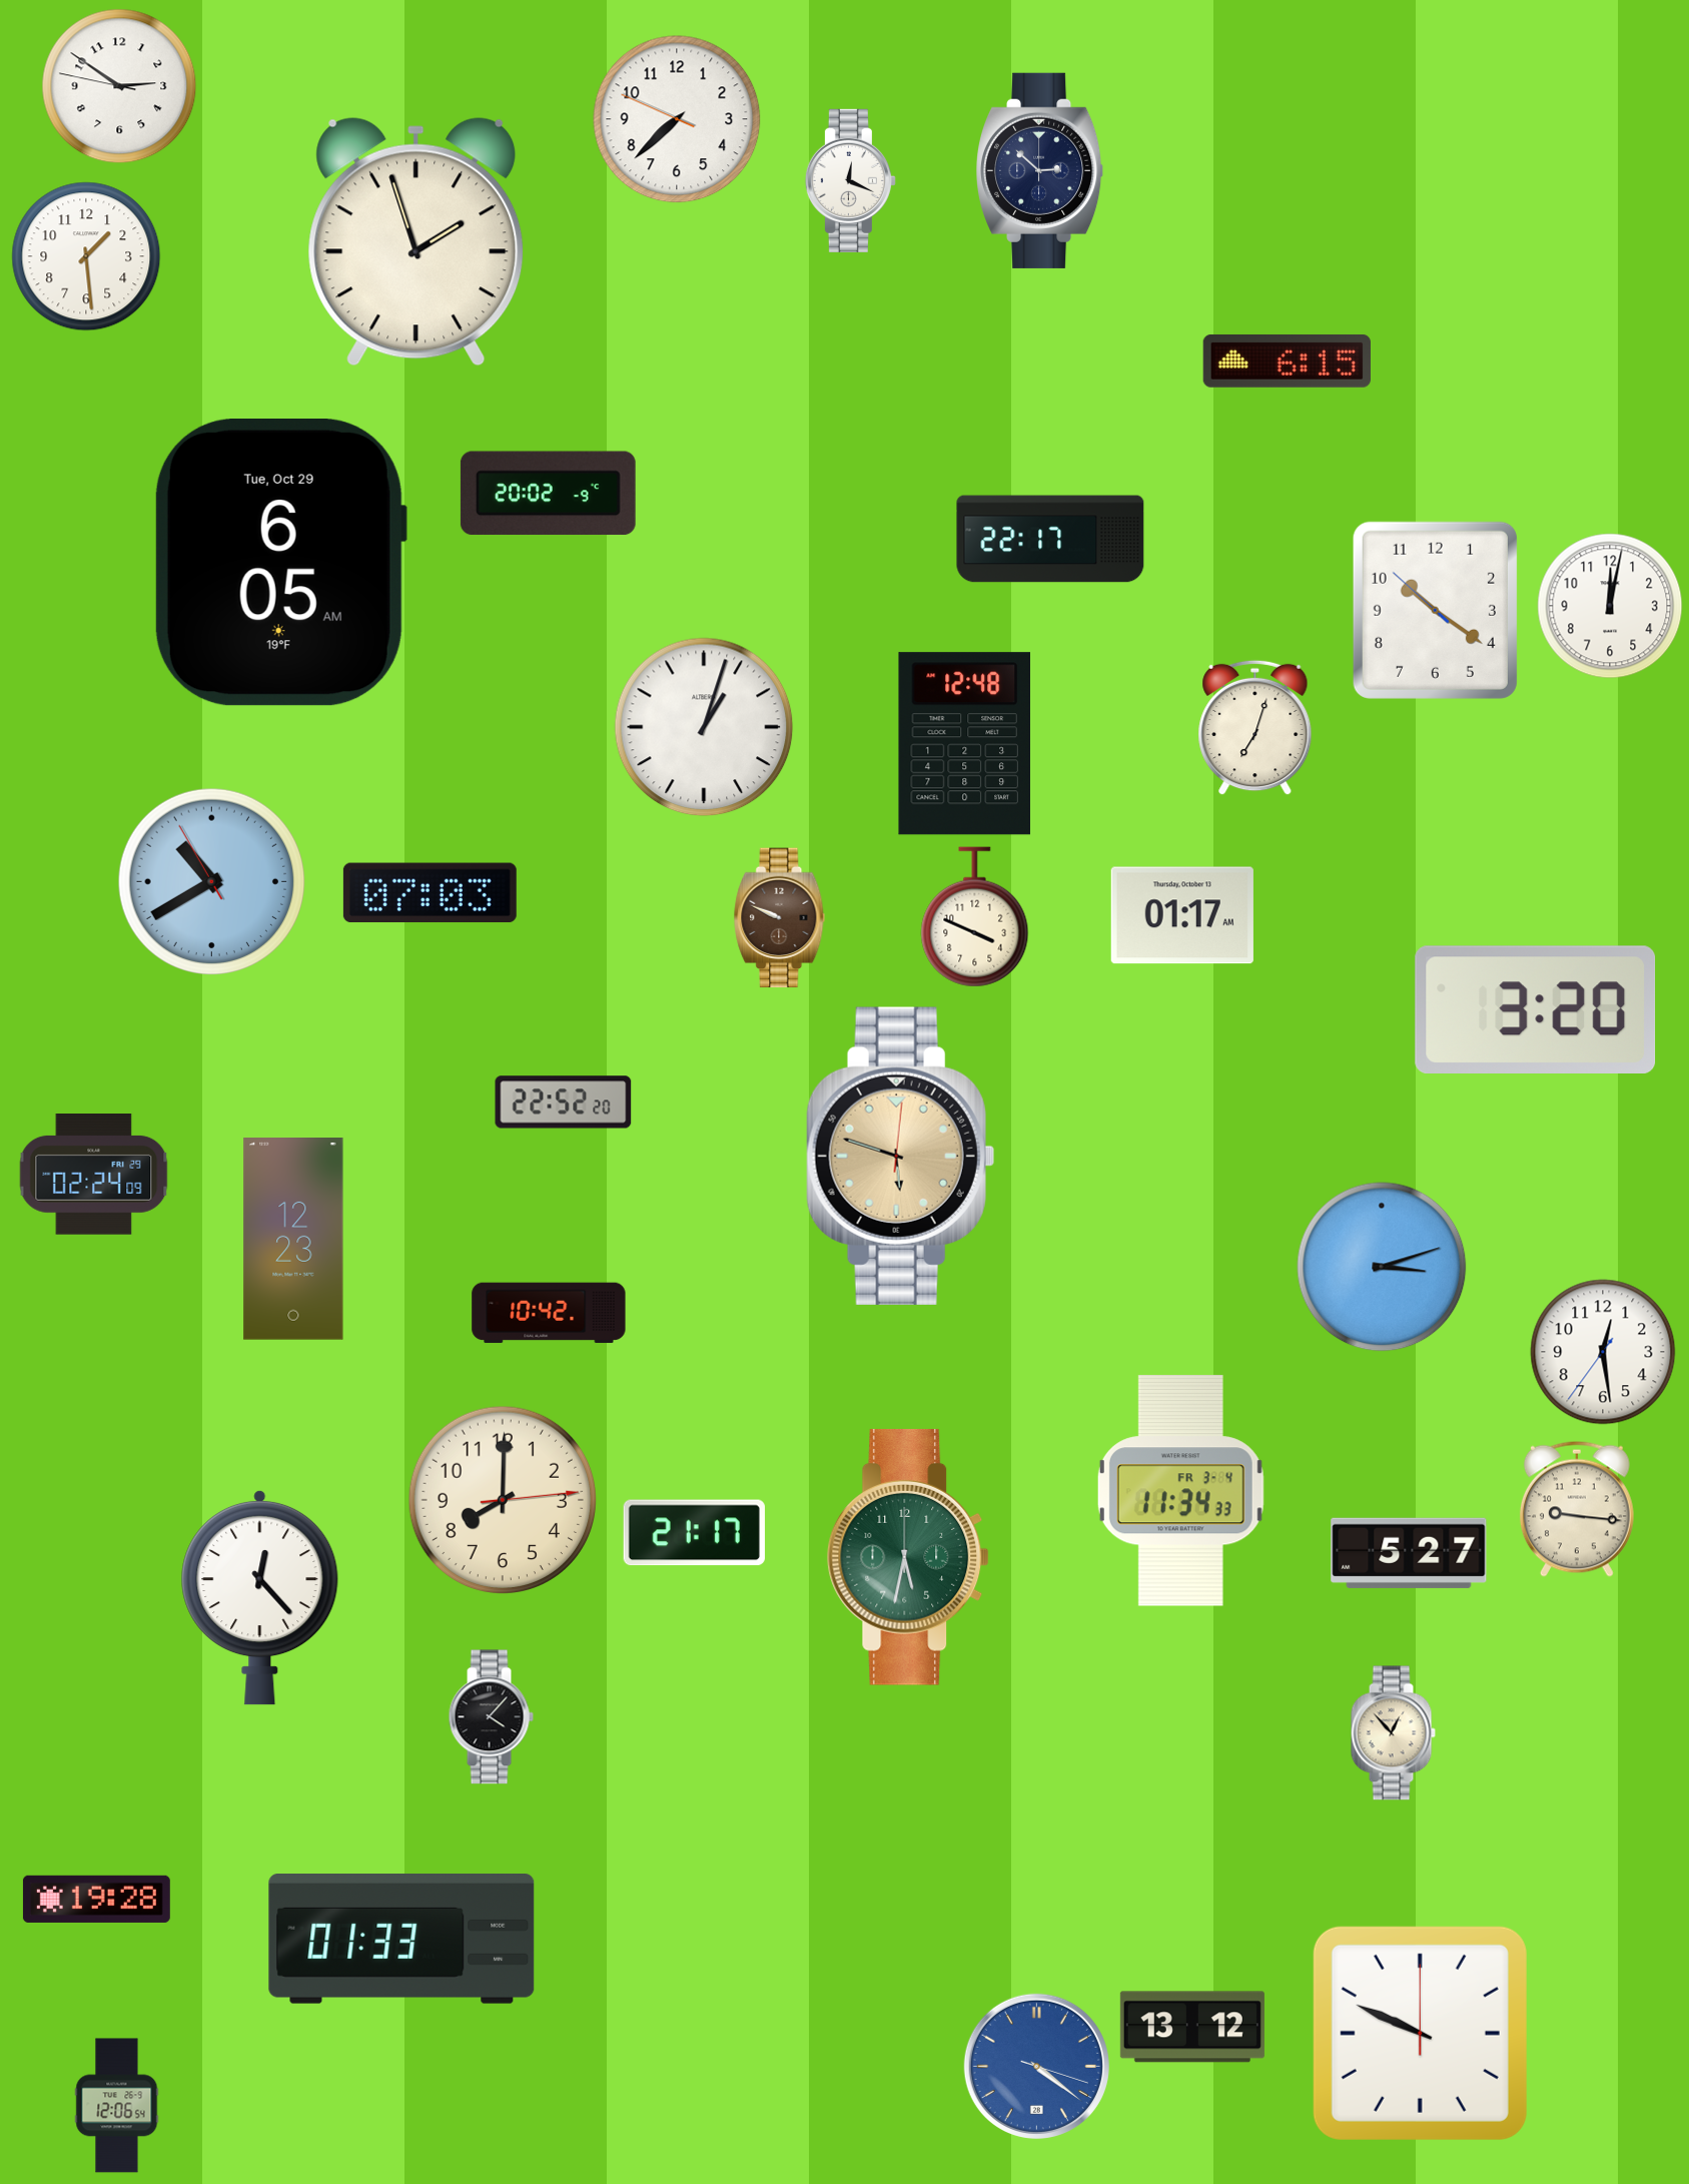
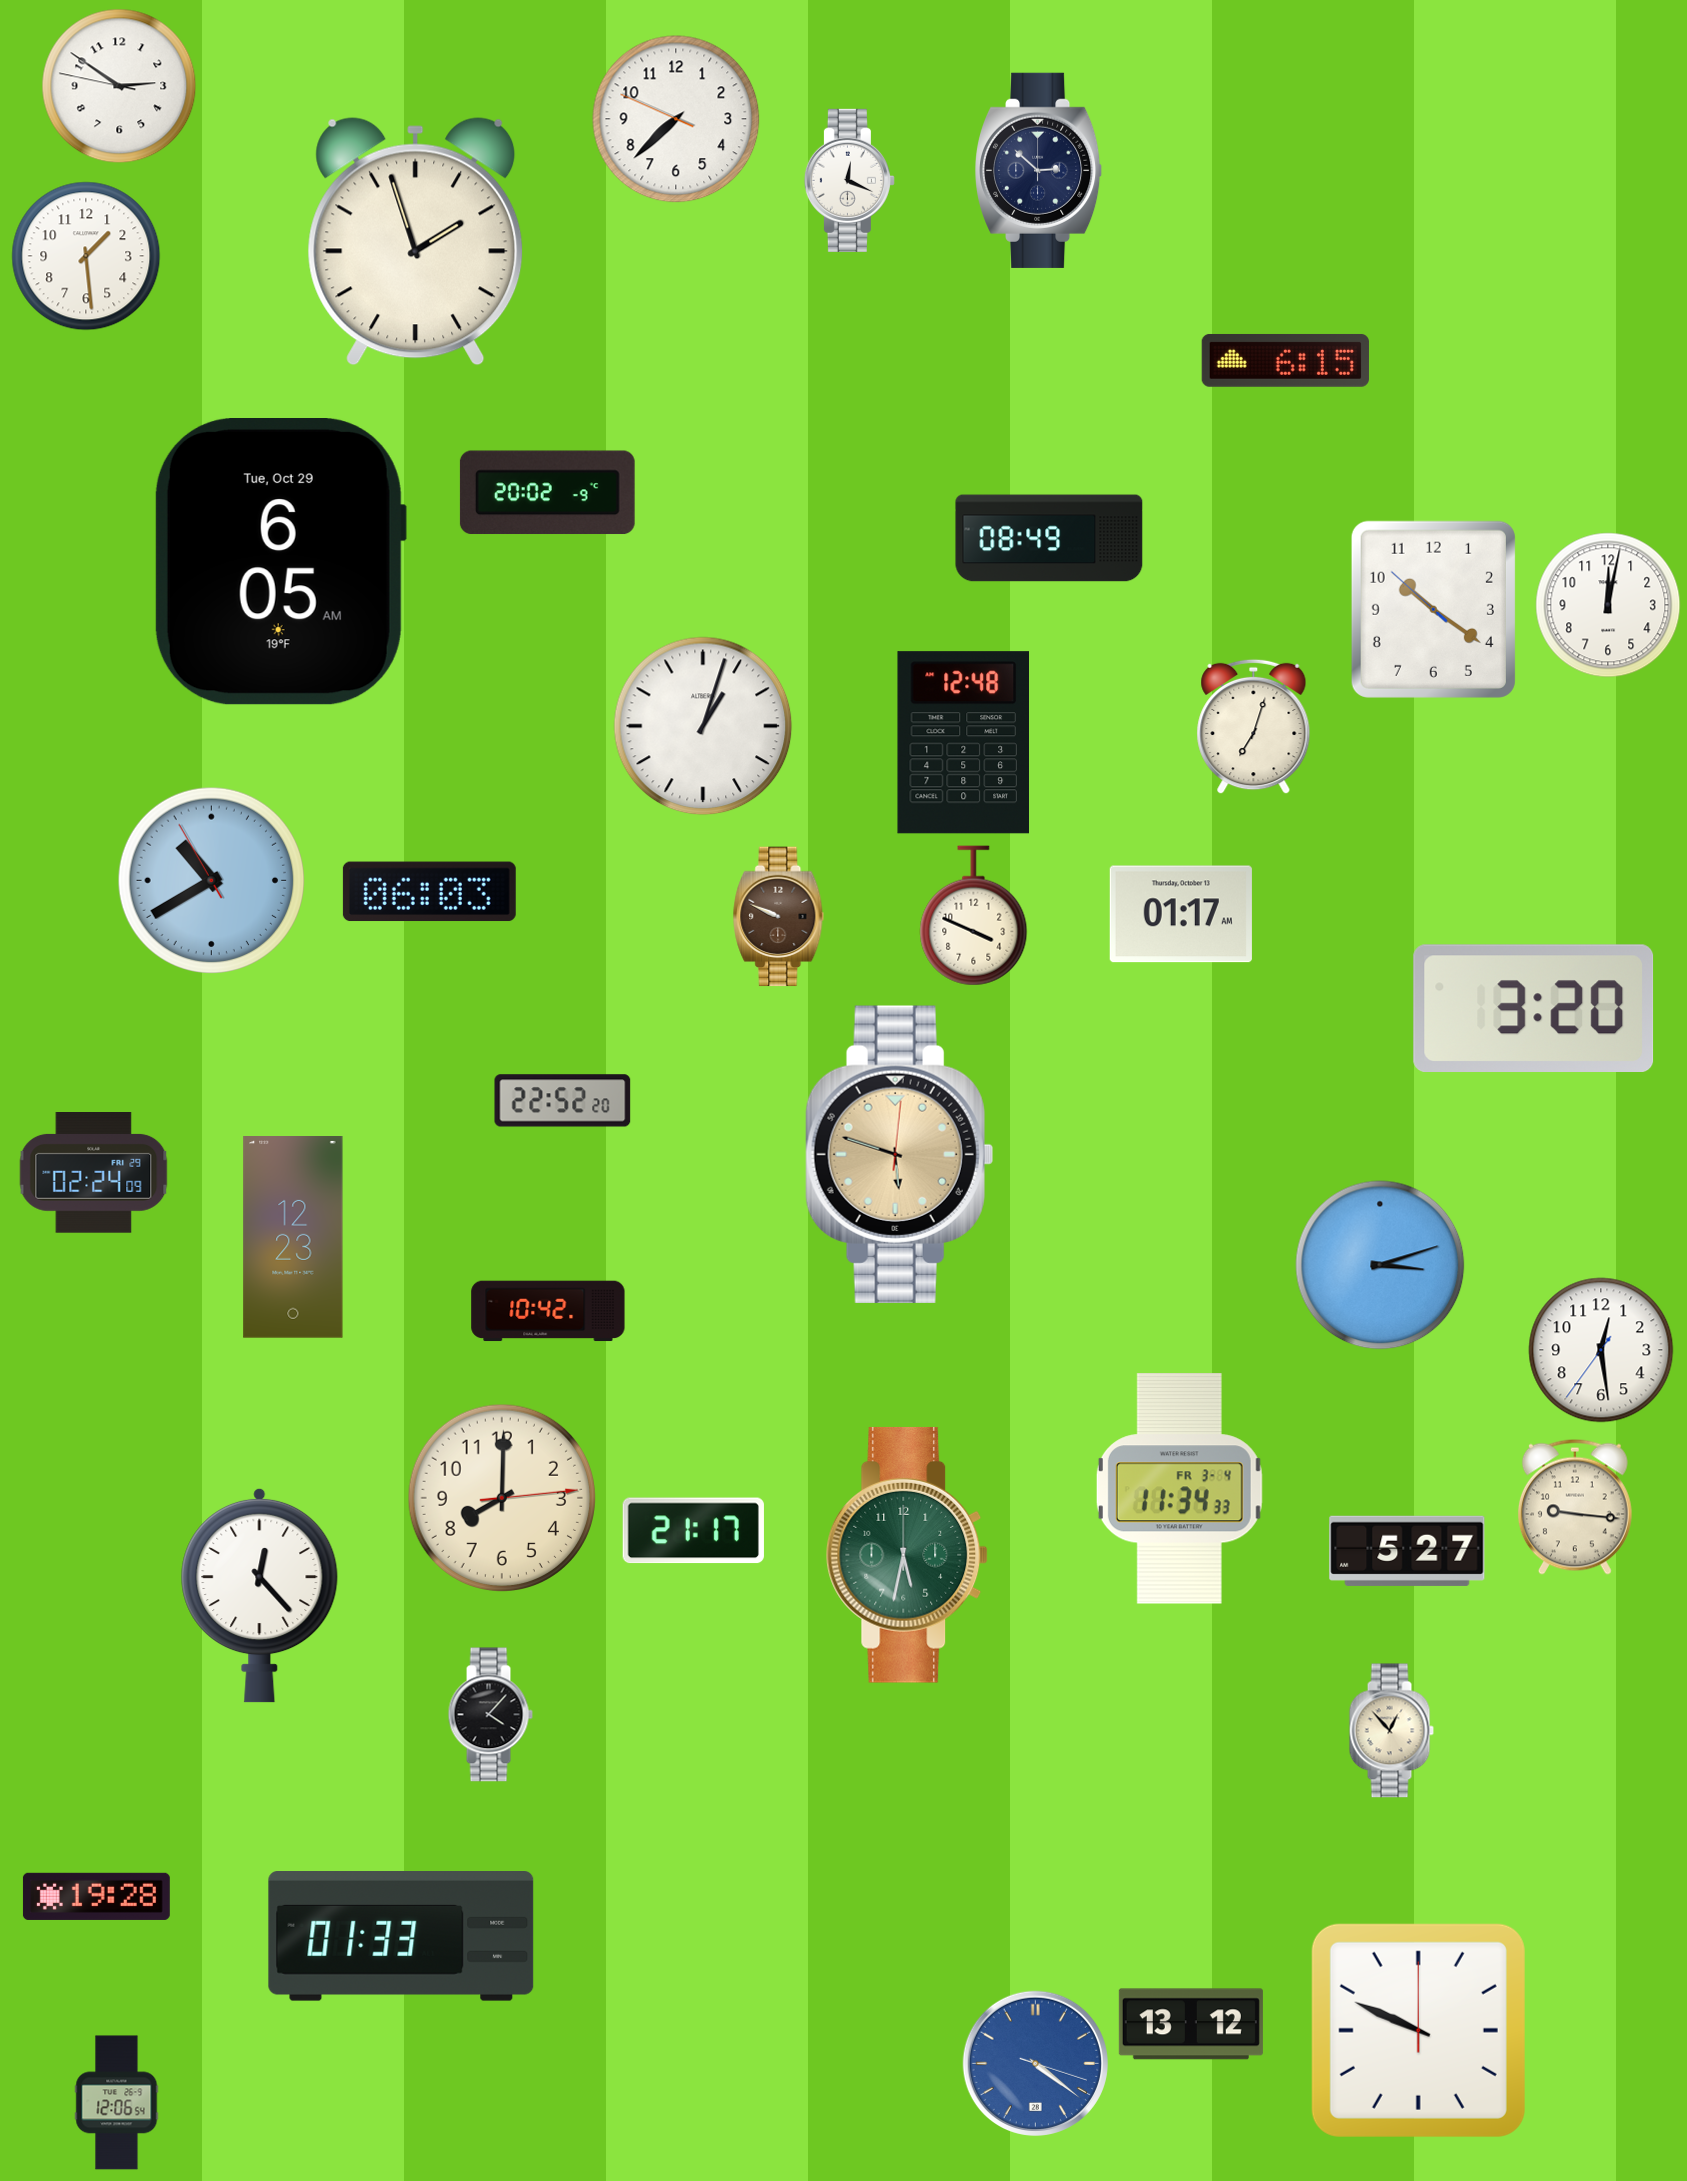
clock at (1050, 539): 22:17 -> 08:49
clock at (430, 893): 07:03 -> 06:03
